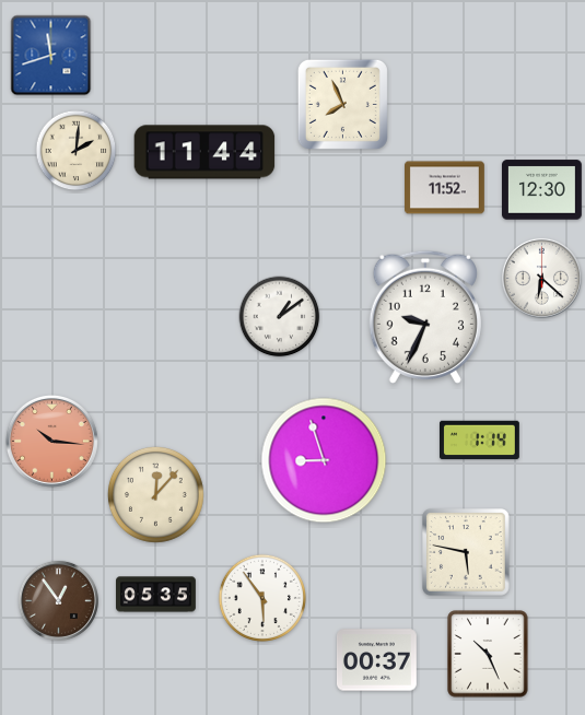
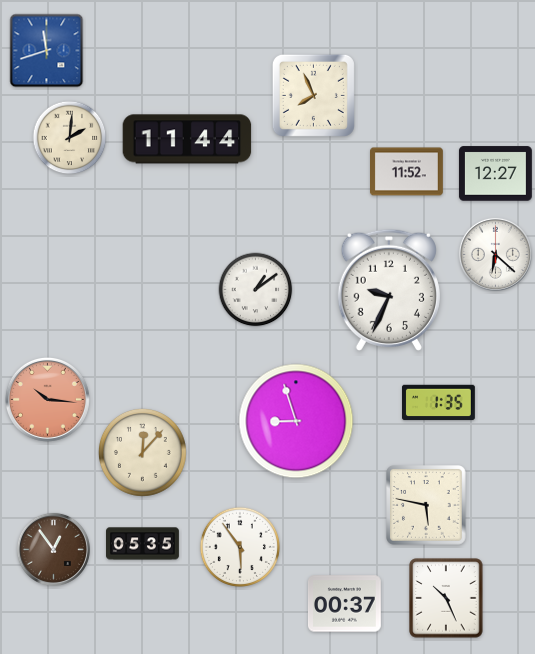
clock at (541, 190): 12:30 -> 12:27
clock at (51, 441) position: (51, 441) -> (47, 399)
clock at (480, 441): 1:14 -> 1:35
